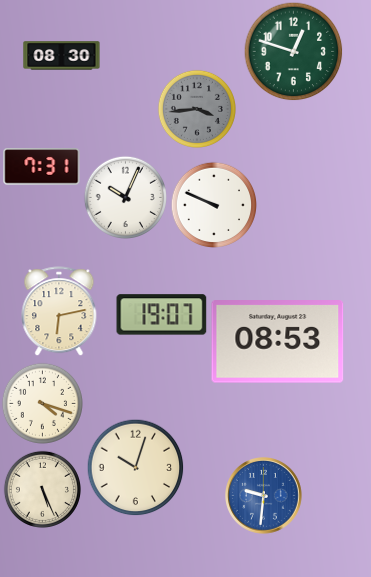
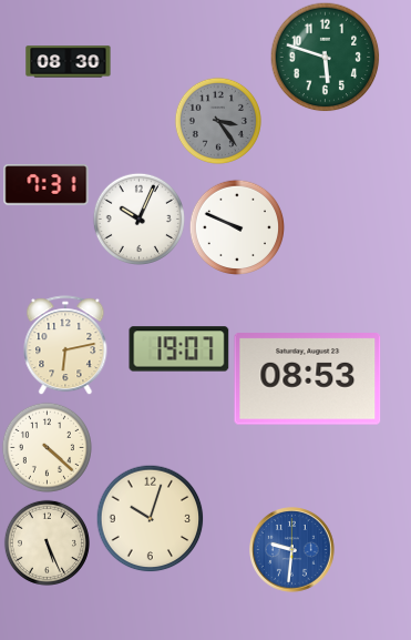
clock at (294, 52): 12:48 -> 5:48
clock at (197, 109): 3:44 -> 3:24
clock at (42, 403): 4:18 -> 4:22
